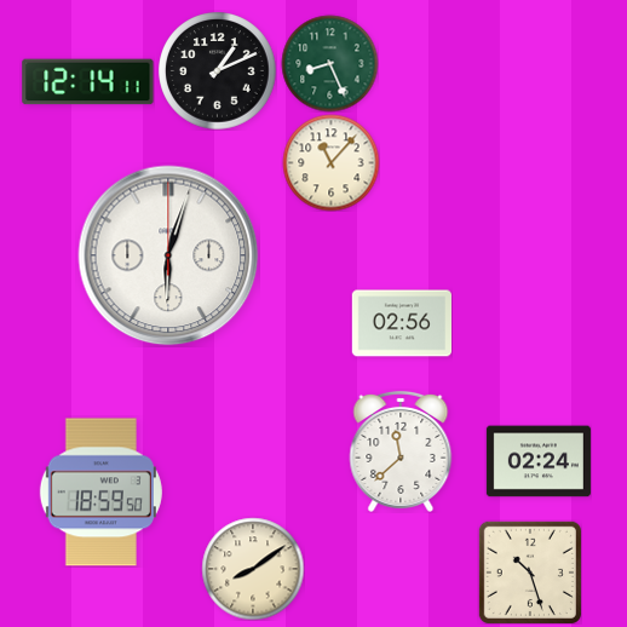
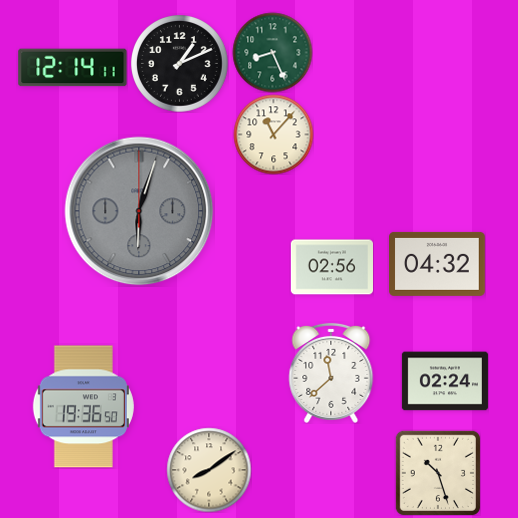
clock at (218, 71) position: (218, 71) -> (180, 64)
clock at (168, 255) dial: white -> grey
clock at (437, 264): none -> 04:32
clock at (100, 493): 18:59 -> 19:36
